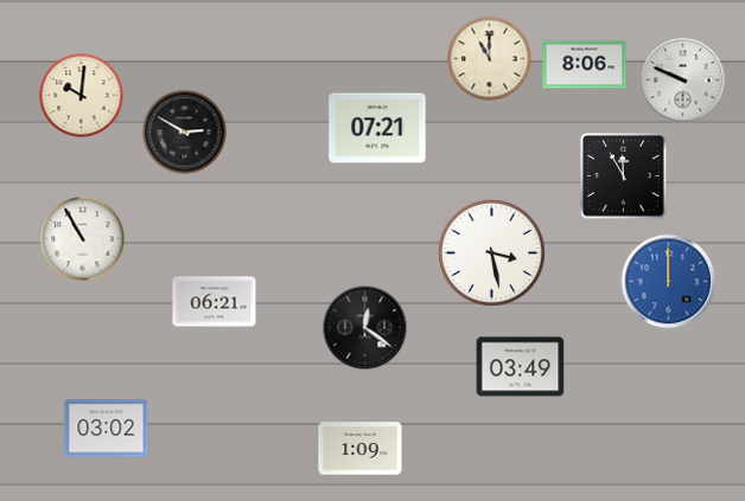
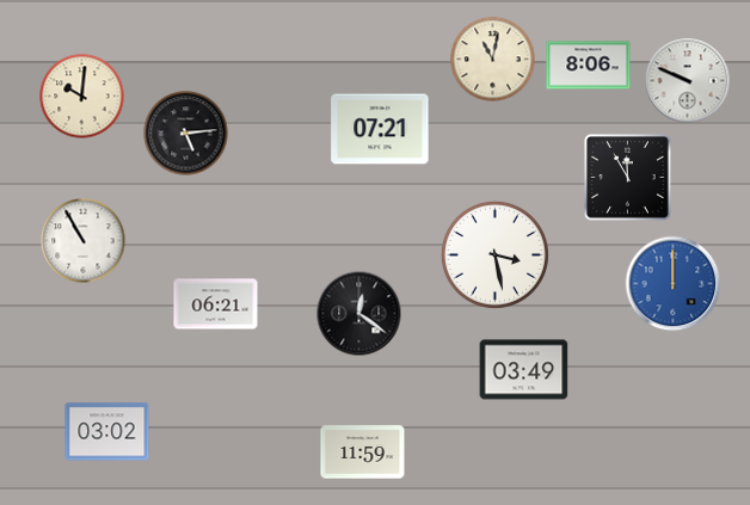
clock at (490, 59): 11:00 -> 11:02
clock at (185, 133): 2:50 -> 5:14
clock at (365, 328) position: (365, 328) -> (359, 314)
clock at (361, 449): 1:09 -> 11:59
